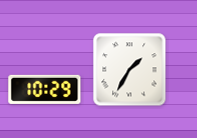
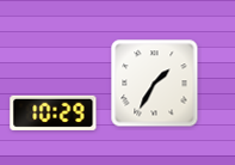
clock at (45, 89) position: (45, 89) -> (54, 112)
